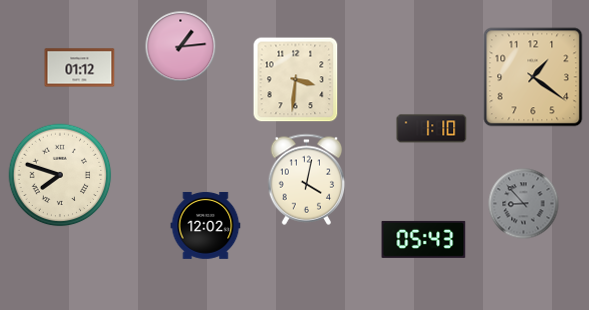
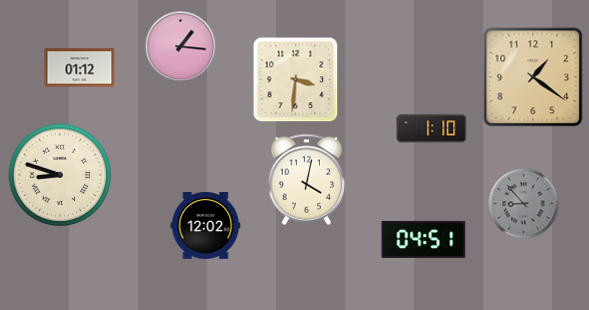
clock at (181, 47): 1:14 -> 1:16
clock at (60, 175): 7:48 -> 8:48
clock at (424, 239): 05:43 -> 04:51
